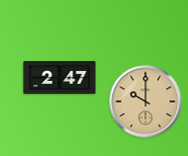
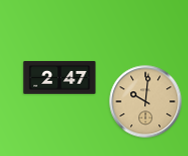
clock at (146, 102): 10:00 -> 10:01
